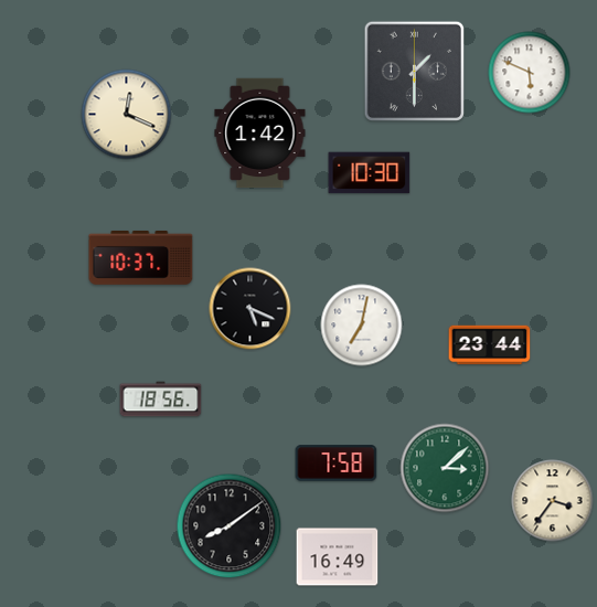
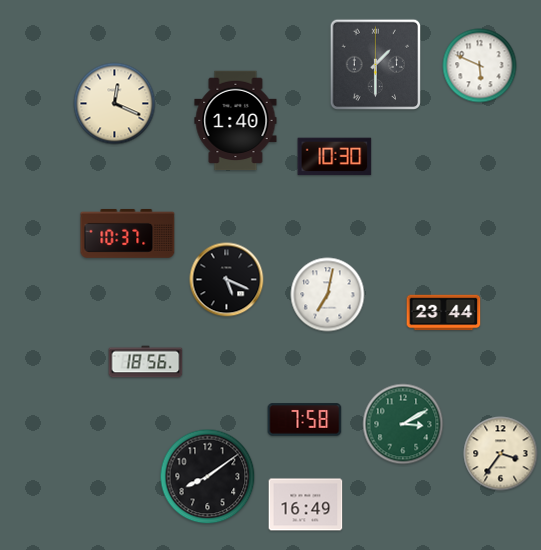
clock at (260, 134): 1:42 -> 1:40
clock at (445, 468): 3:08 -> 3:10
